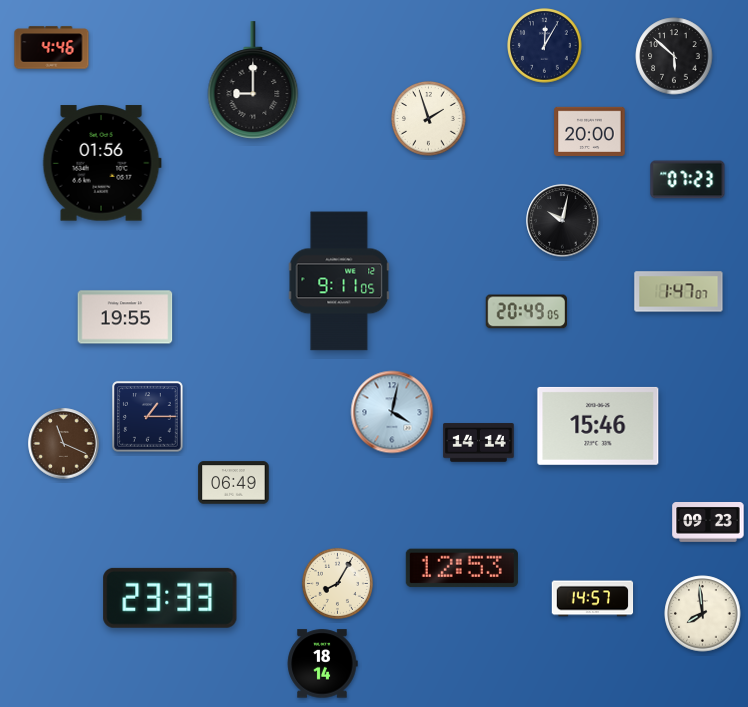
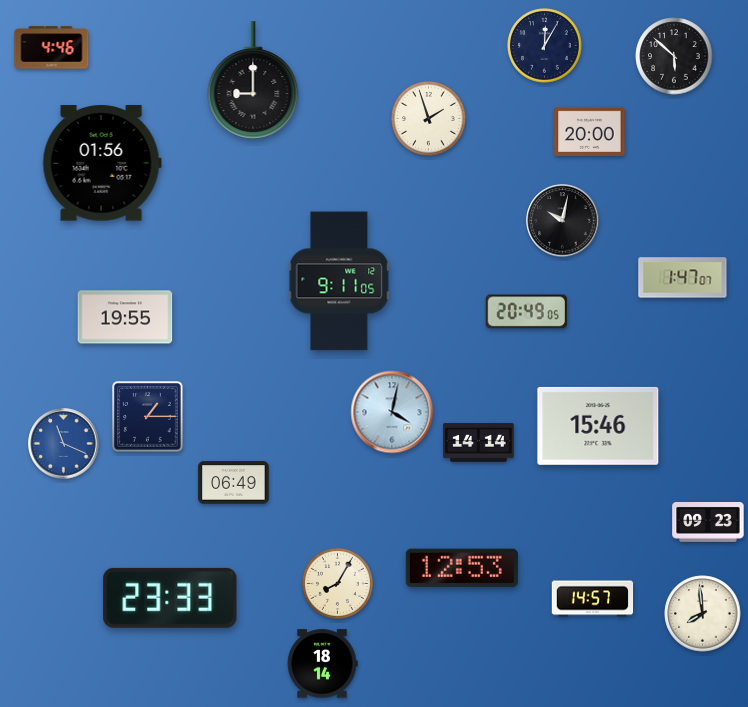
clock at (688, 180): 07:23 -> none
clock at (679, 292) position: (679, 292) -> (683, 278)
clock at (64, 444) dial: brown -> blue
